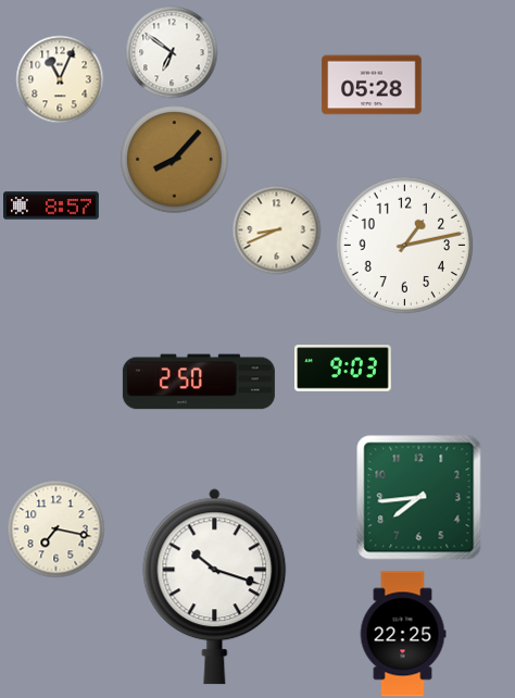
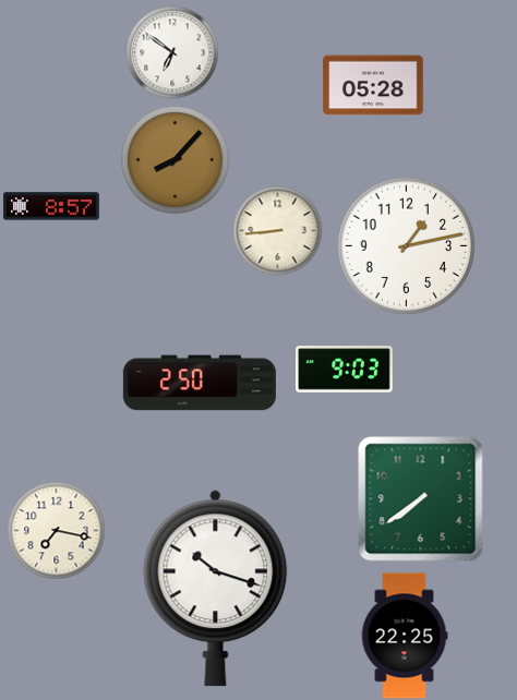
clock at (60, 79): 11:04 -> none
clock at (276, 229): 8:41 -> 8:44
clock at (419, 498): 7:44 -> 7:39
